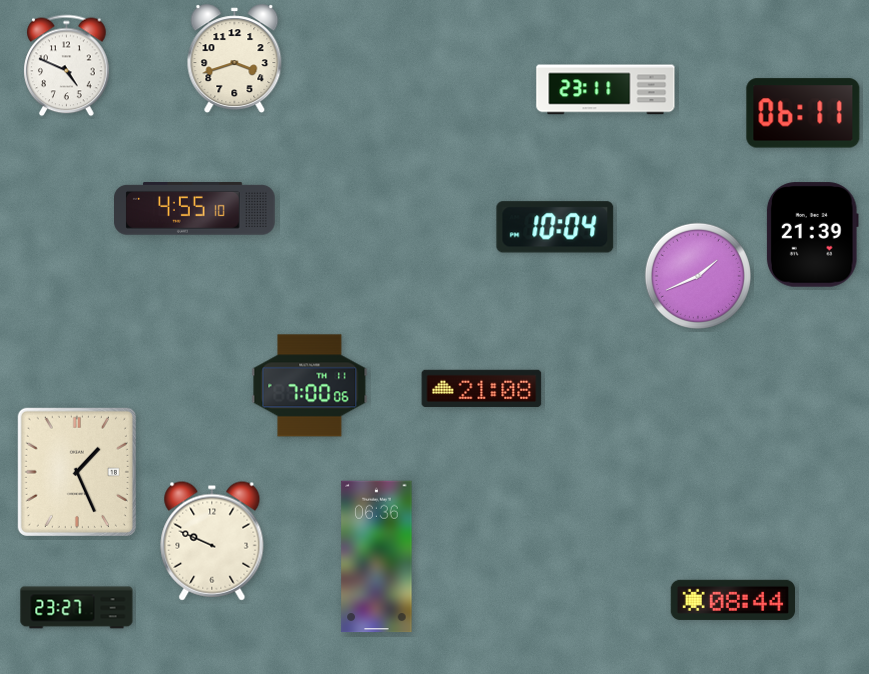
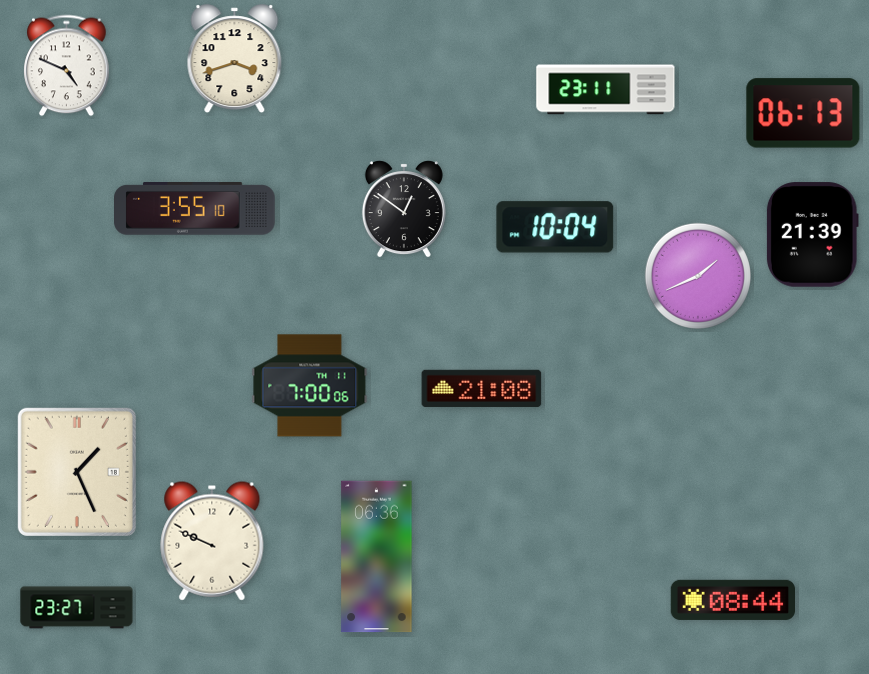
clock at (803, 113): 06:11 -> 06:13
clock at (195, 209): 4:55 -> 3:55
clock at (404, 209): none -> 12:51
